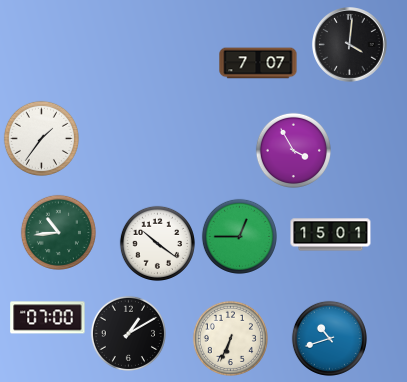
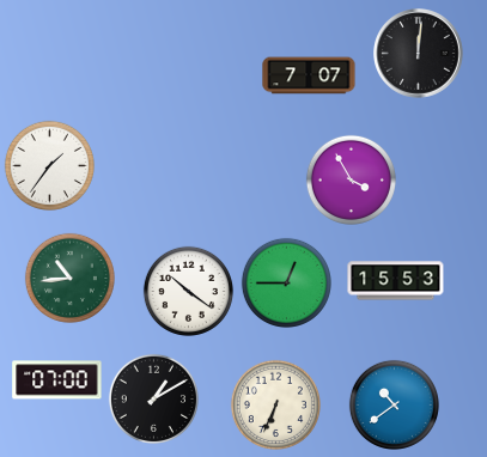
clock at (350, 45): 4:01 -> 12:01
clock at (331, 235): 15:01 -> 15:53
clock at (329, 338): 10:42 -> 10:39
